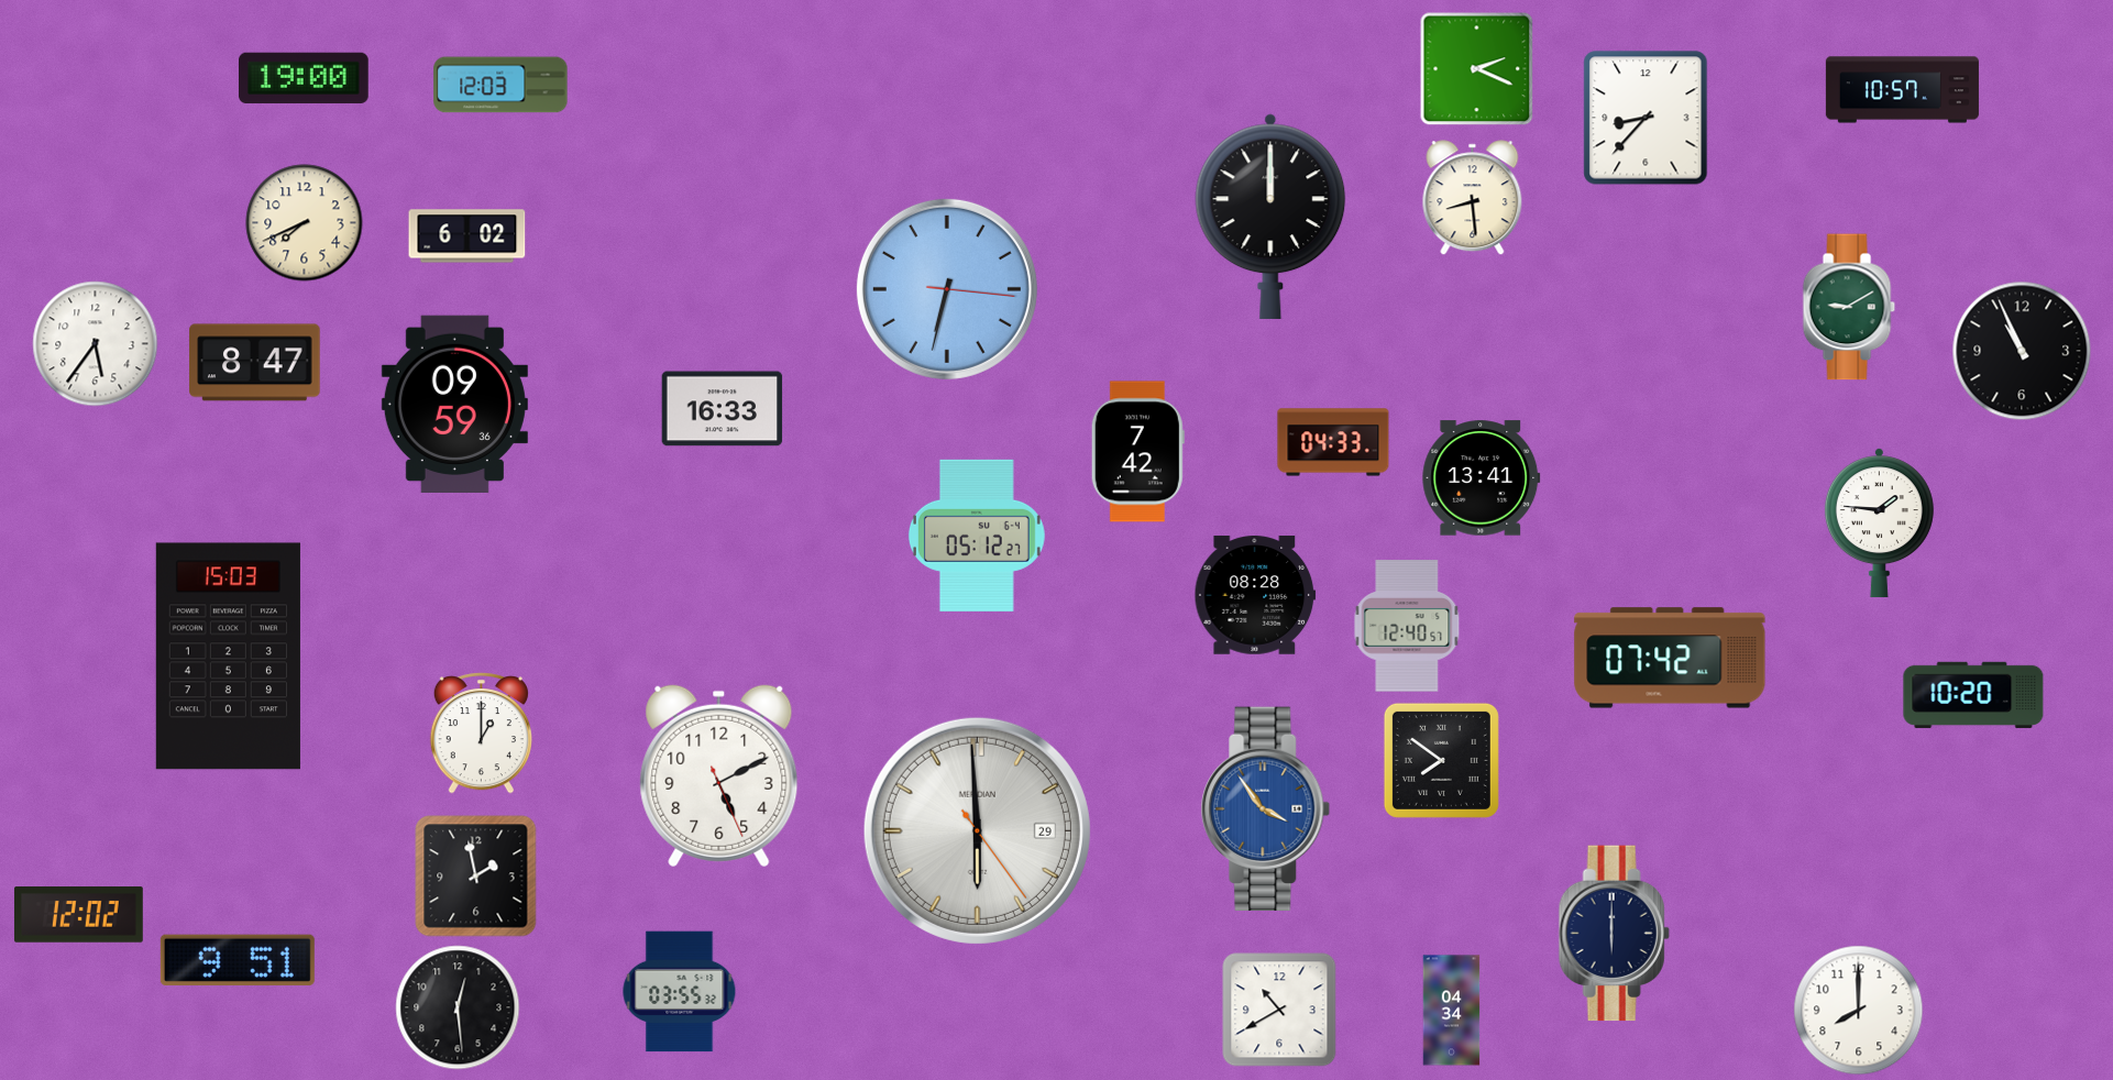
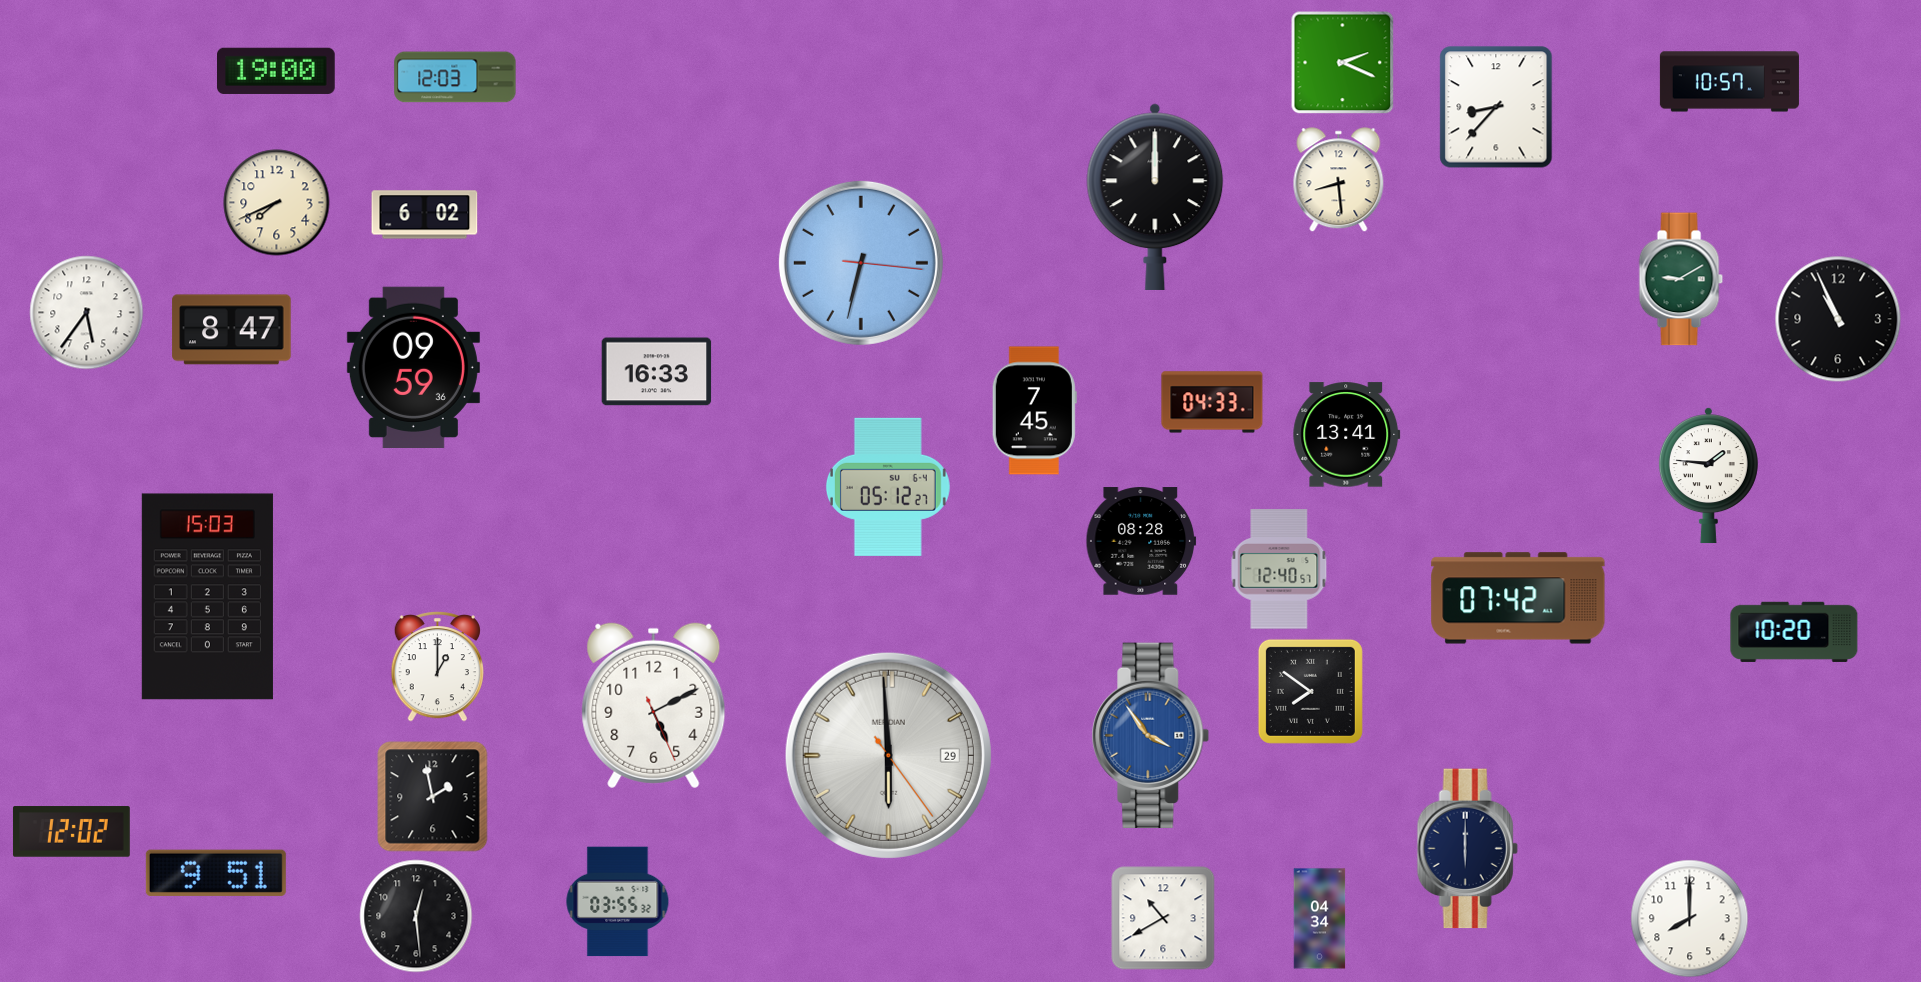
clock at (1137, 452): 7:42 -> 7:45
